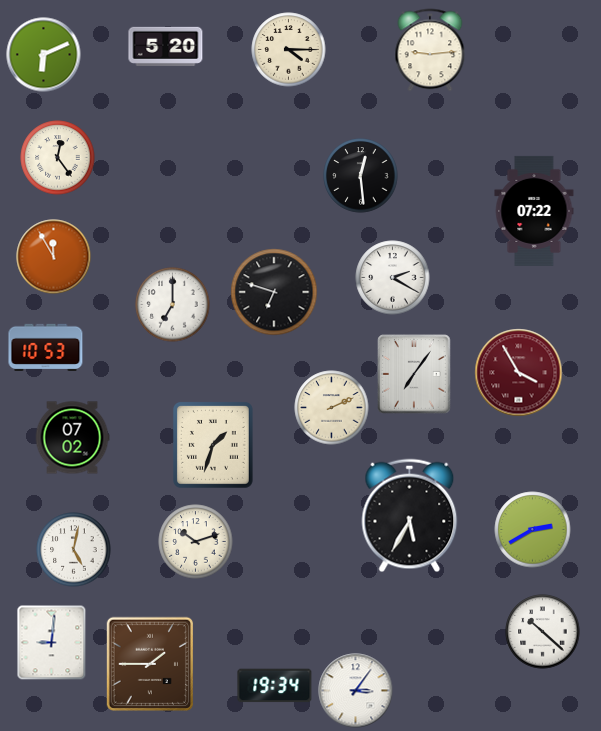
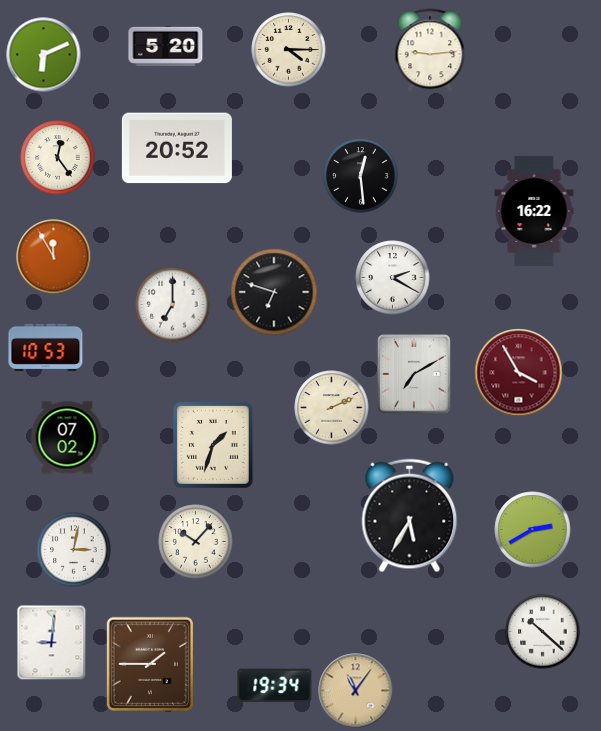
clock at (177, 148): none -> 20:52
clock at (534, 211): 07:22 -> 16:22
clock at (414, 374): 7:06 -> 7:10
clock at (72, 438) position: (72, 438) -> (67, 438)
clock at (196, 542): 10:12 -> 10:07
clock at (74, 550): 5:02 -> 3:02
clock at (356, 691): 3:06 -> 11:06
clock at (356, 691) dial: white -> champagne
